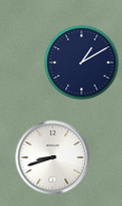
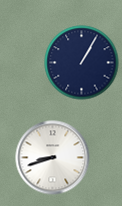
clock at (82, 63): 1:10 -> 1:05
